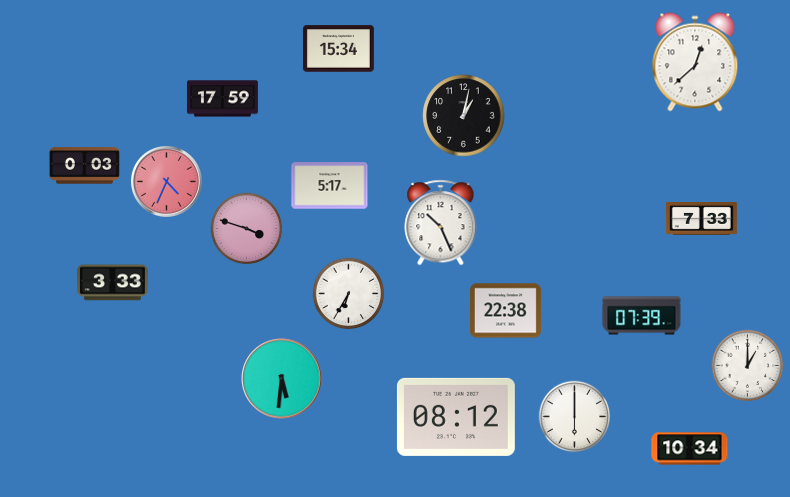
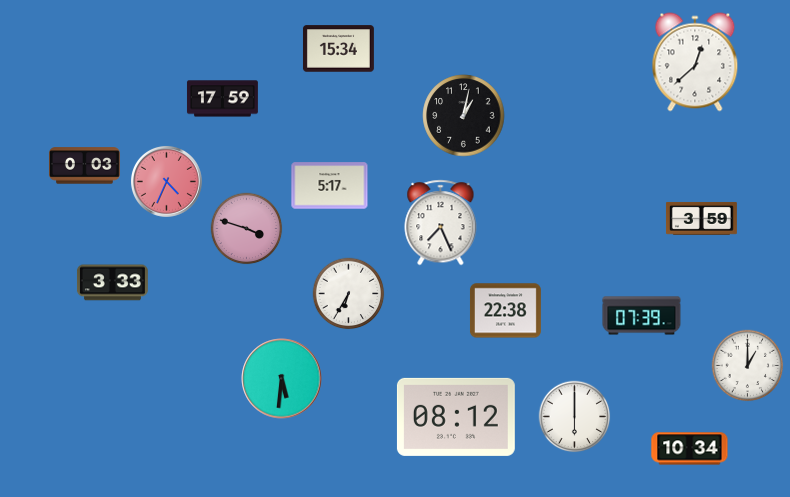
clock at (701, 218): 7:33 -> 3:59
clock at (441, 223): 10:26 -> 7:26
